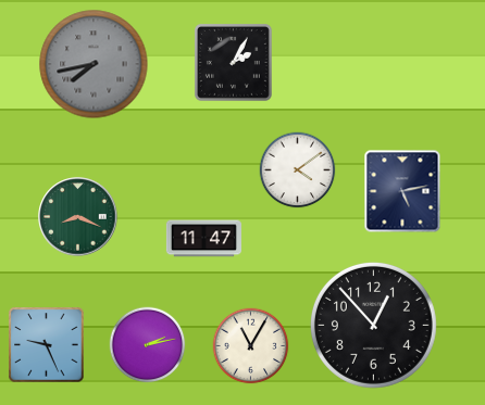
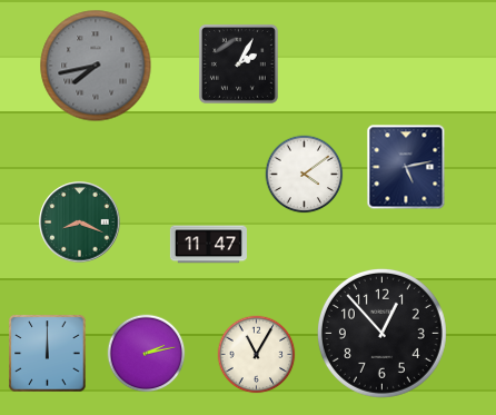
clock at (402, 191) position: (402, 191) -> (406, 167)
clock at (47, 345): 9:26 -> 12:00
clock at (148, 345) position: (148, 345) -> (147, 354)
